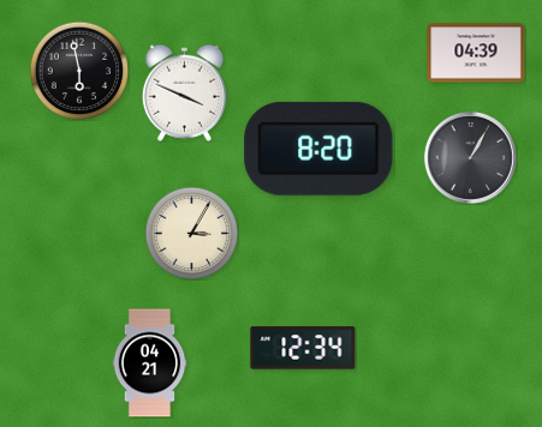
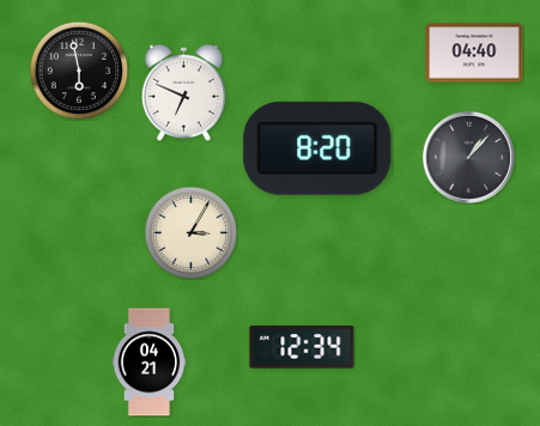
clock at (476, 53): 04:39 -> 04:40
clock at (184, 92): 3:49 -> 6:49
clock at (470, 157): 1:05 -> 1:07
